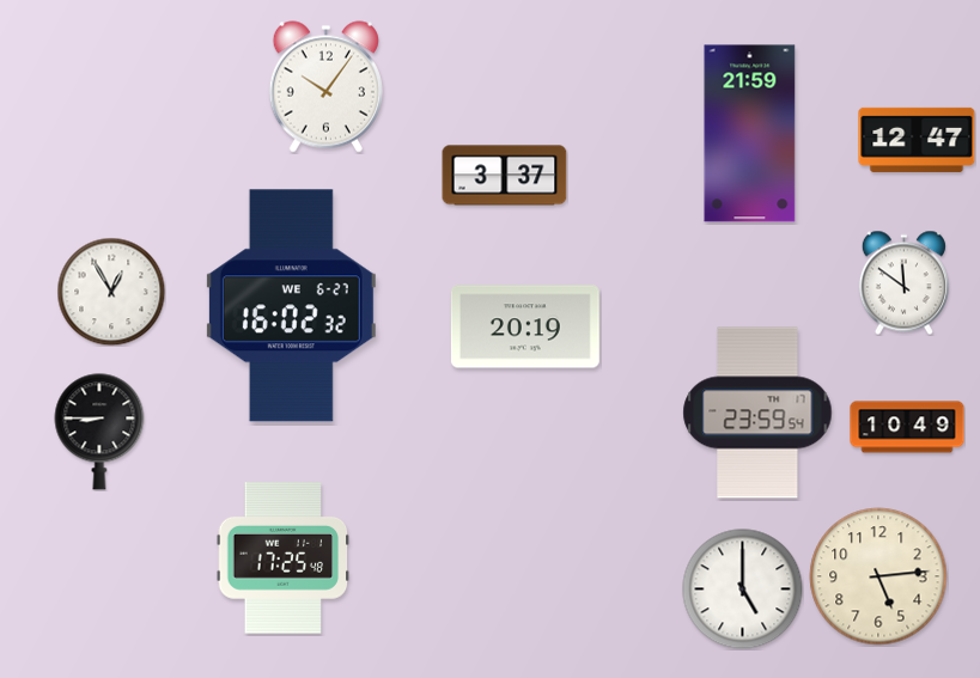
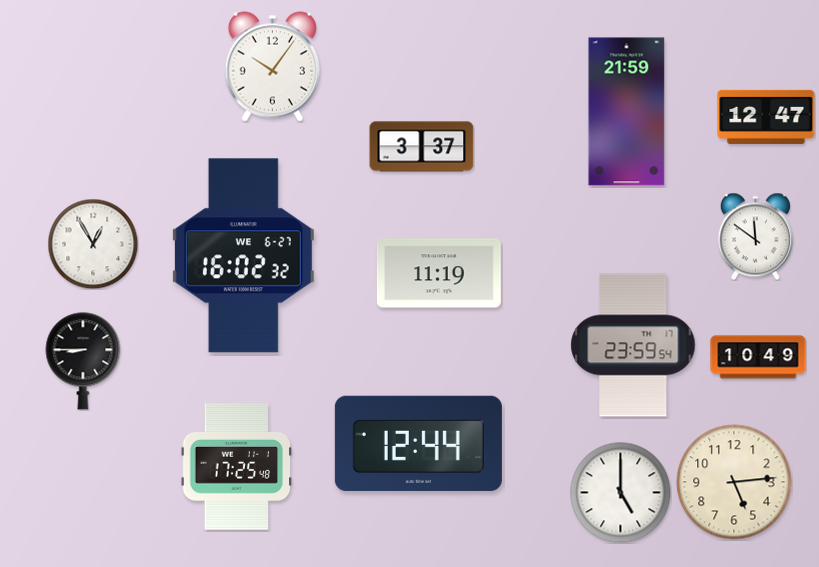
clock at (325, 87) position: (325, 87) -> (272, 67)
clock at (525, 326): 20:19 -> 11:19
clock at (418, 443): none -> 12:44
